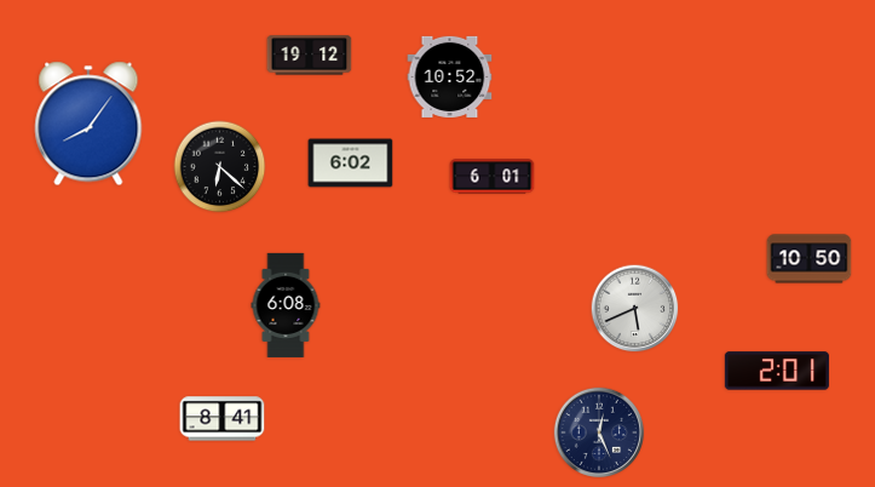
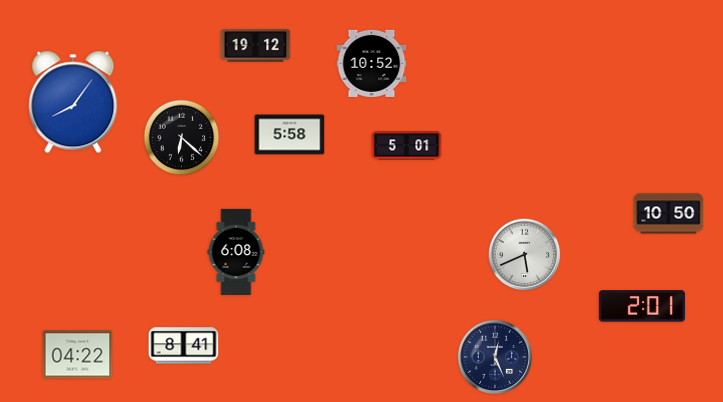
clock at (351, 164): 6:02 -> 5:58
clock at (493, 177): 6:01 -> 5:01
clock at (78, 355): none -> 04:22
